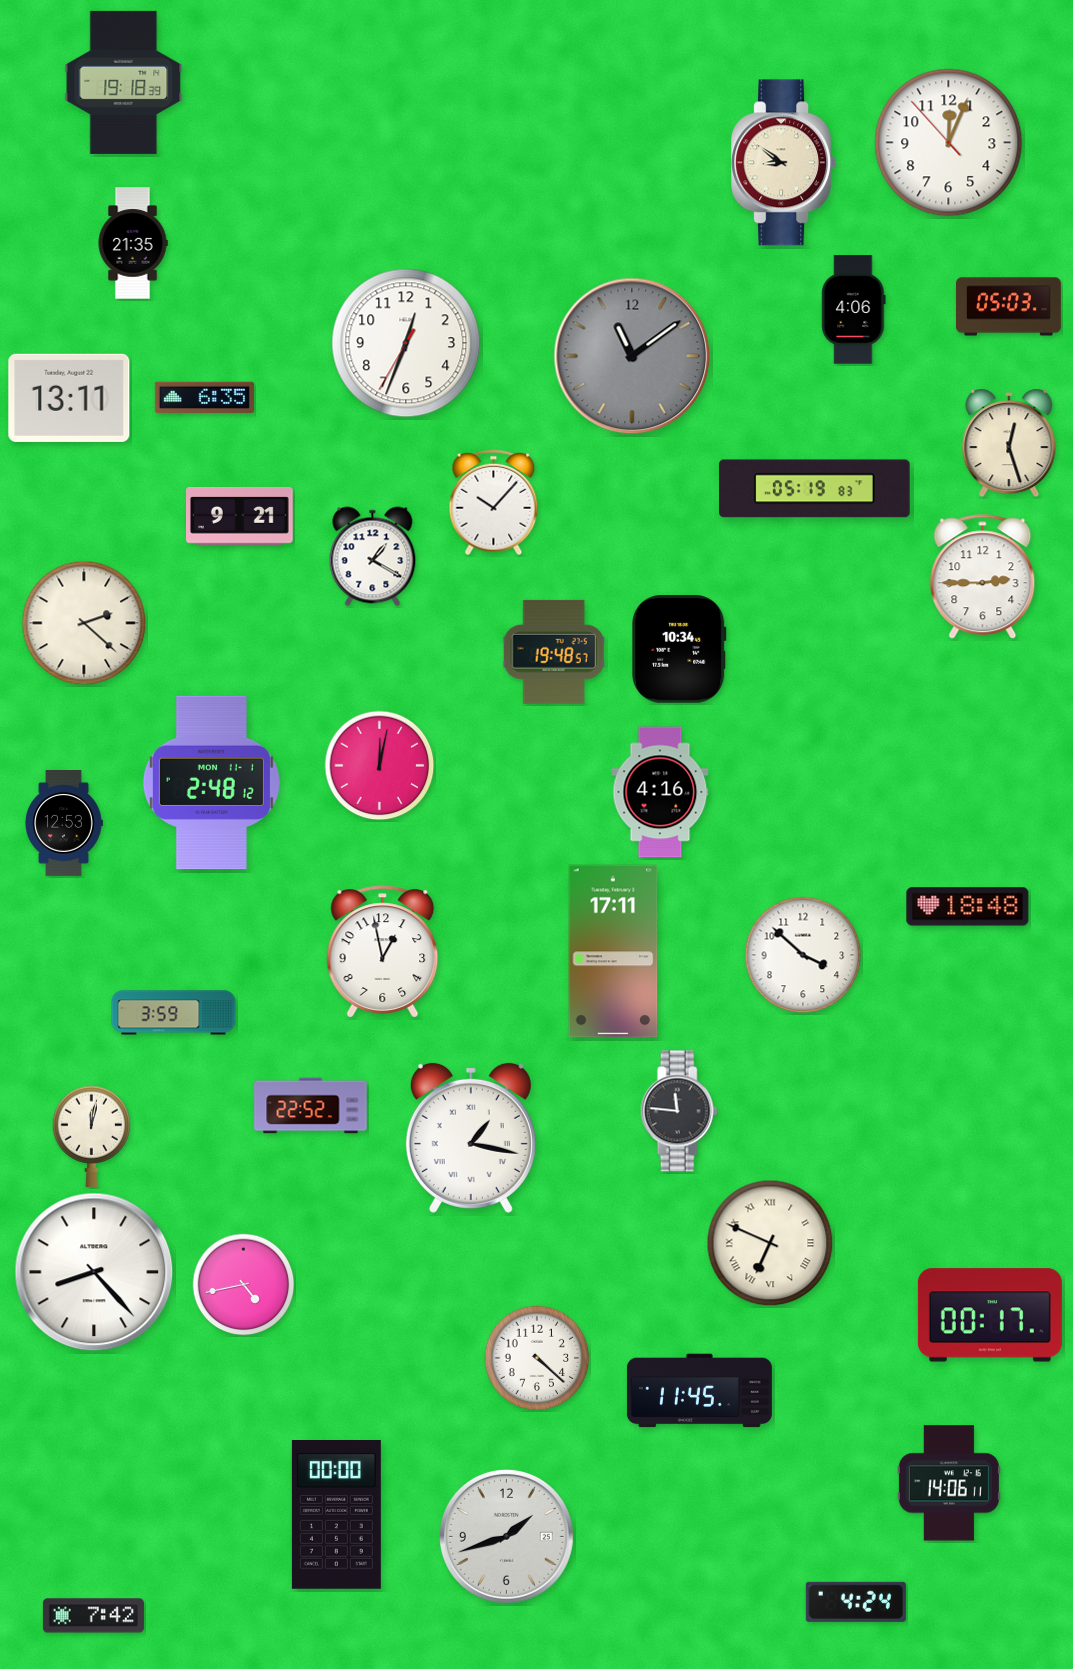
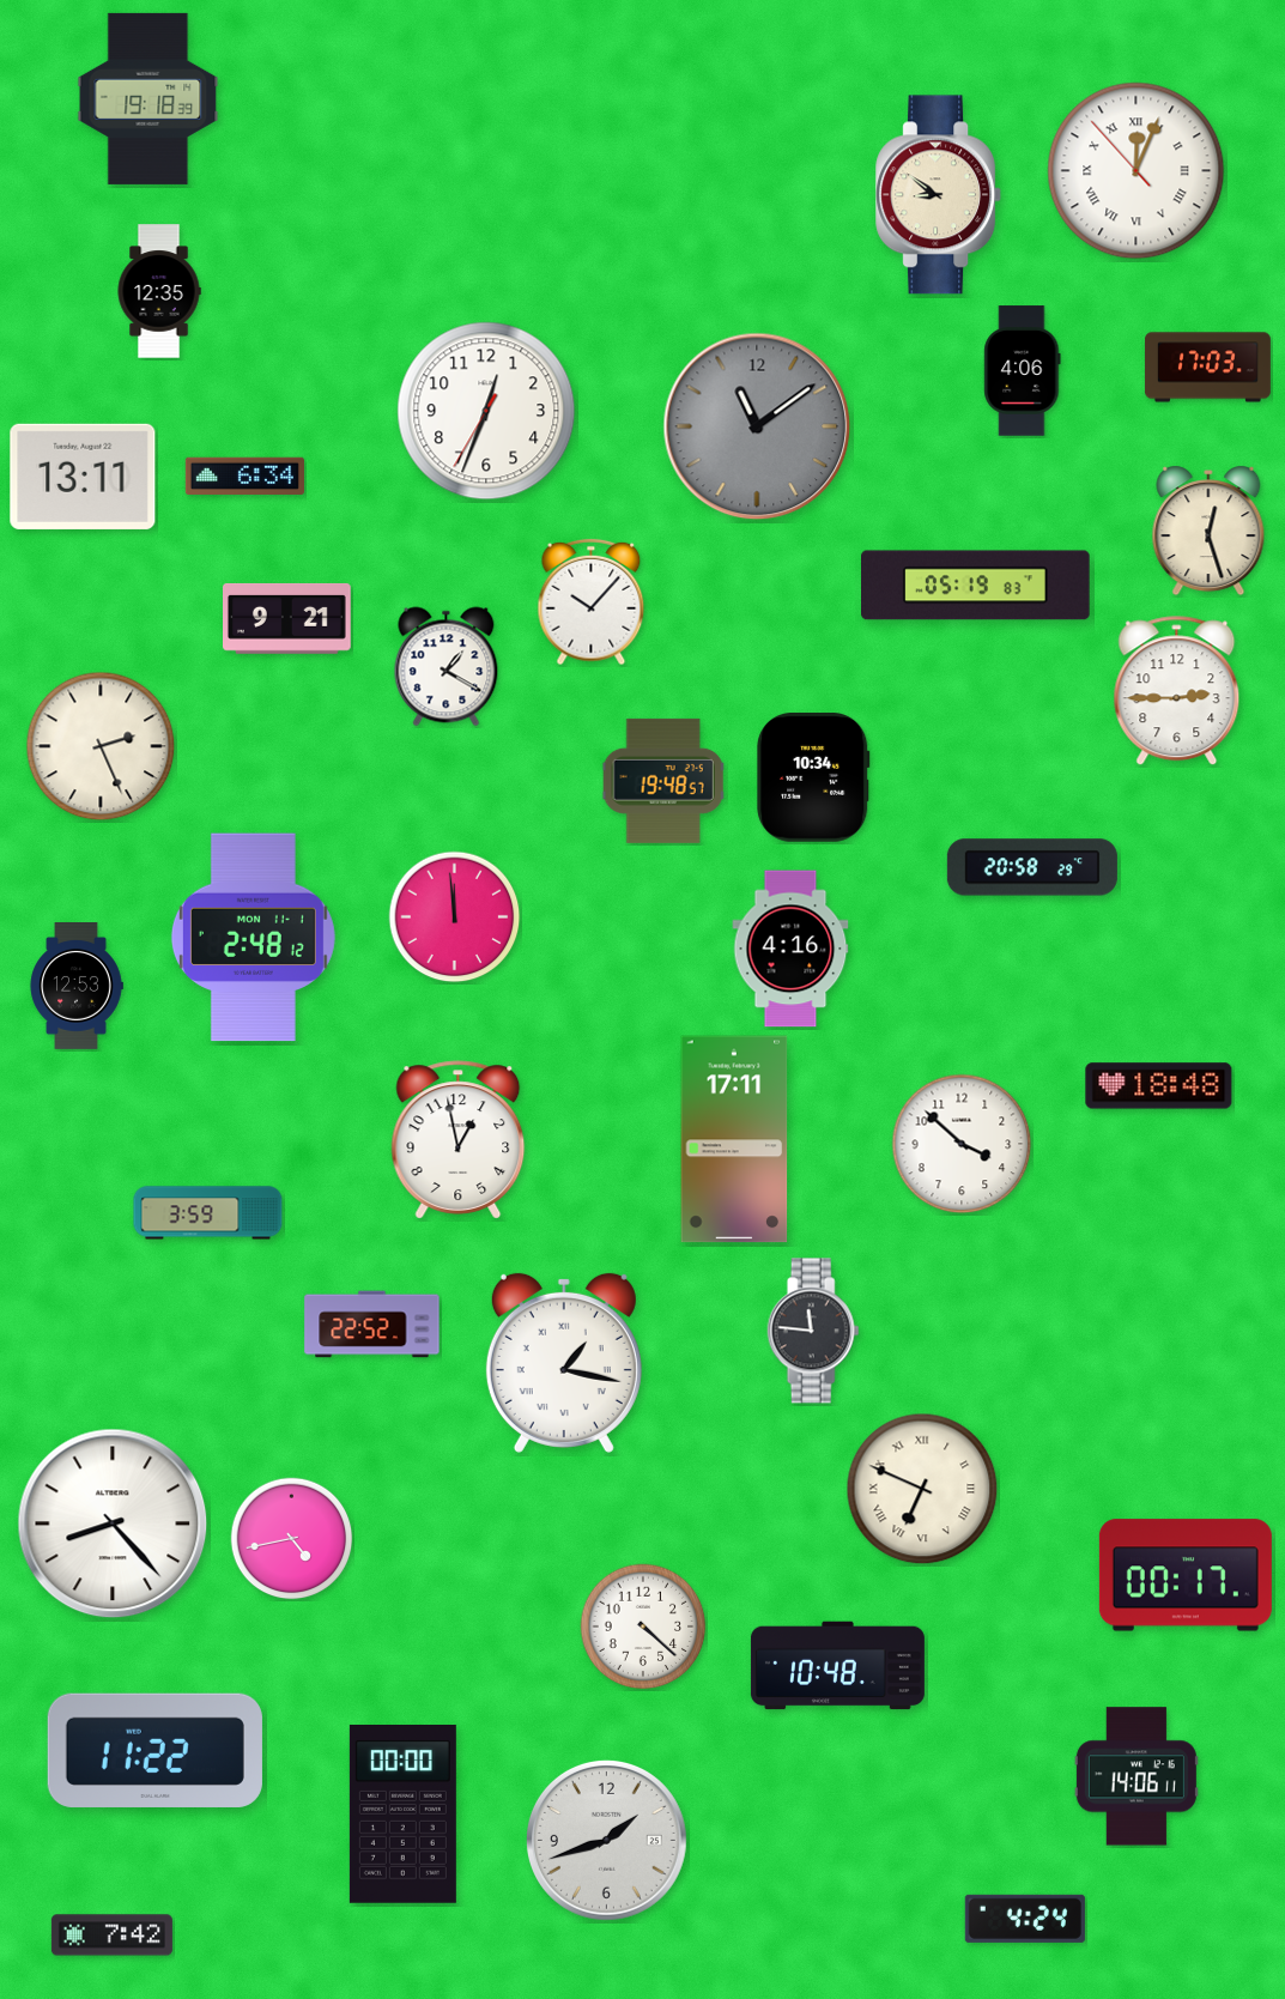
clock at (949, 143) numerals: Arabic -> Roman
clock at (133, 243): 21:35 -> 12:35
clock at (1008, 307): 05:03 -> 17:03
clock at (204, 398): 6:35 -> 6:34
clock at (84, 623): 2:22 -> 2:26
clock at (1032, 867): none -> 20:58
clock at (380, 766): 12:02 -> 11:59
clock at (92, 1136): 12:02 -> none
clock at (699, 1391): 11:45 -> 10:48
clock at (154, 1750): none -> 11:22
